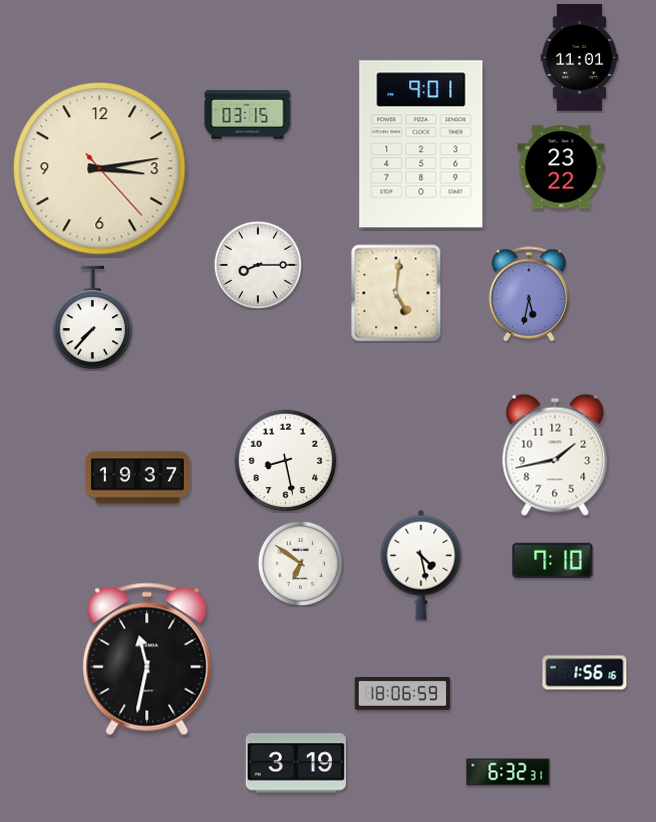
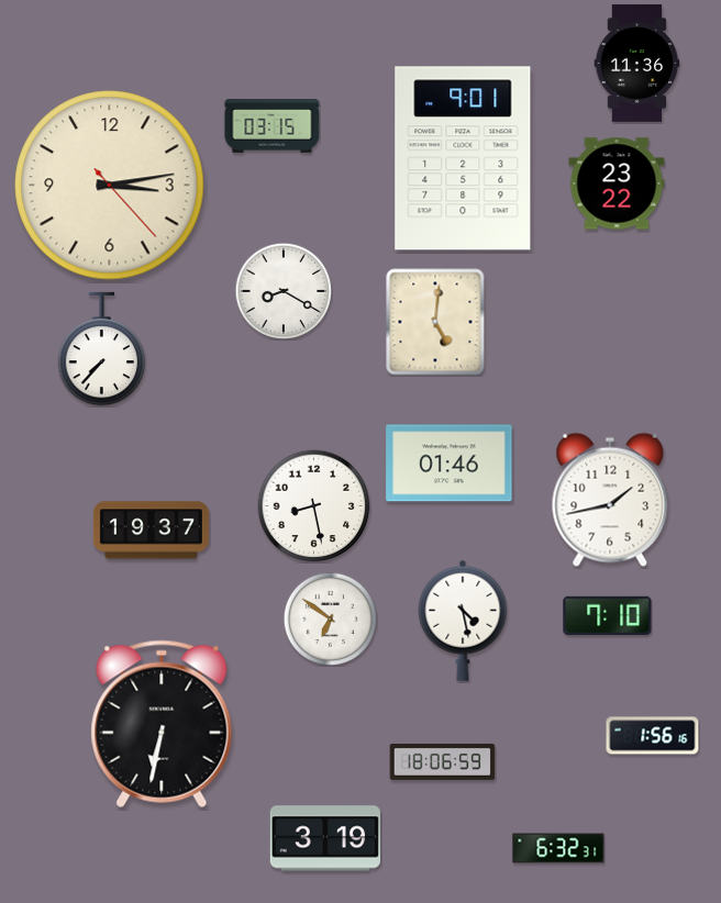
clock at (580, 57): 11:01 -> 11:36
clock at (258, 265): 8:15 -> 8:20
clock at (528, 294): 5:32 -> none
clock at (450, 464): none -> 01:46
clock at (137, 478) position: (137, 478) -> (151, 531)
clock at (147, 659): 11:32 -> 6:32
clock at (585, 673) position: (585, 673) -> (653, 736)
